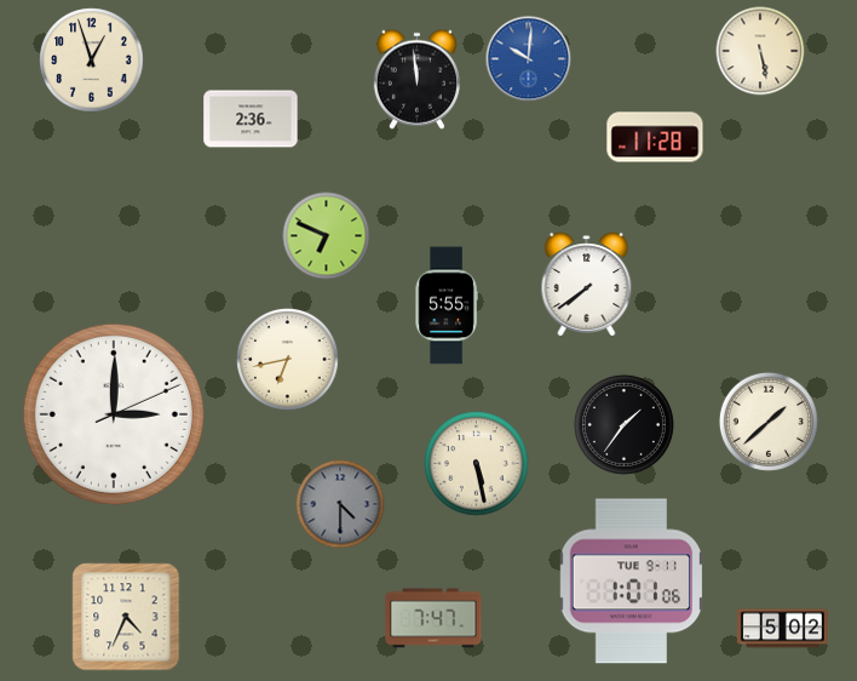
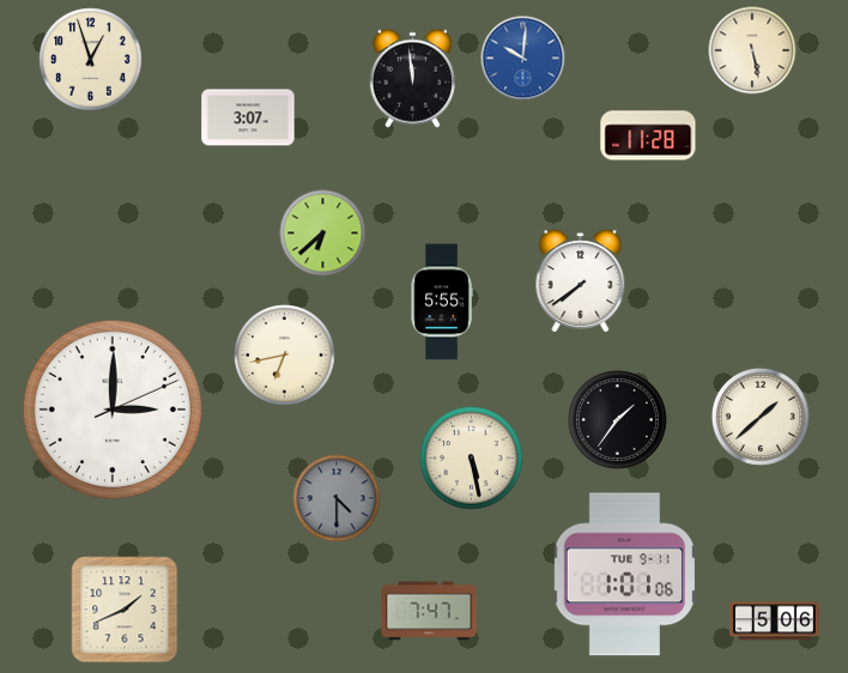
clock at (251, 119): 2:36 -> 3:07
clock at (327, 236): 6:49 -> 6:38
clock at (126, 617): 4:34 -> 1:41
clock at (782, 629): 5:02 -> 5:06
